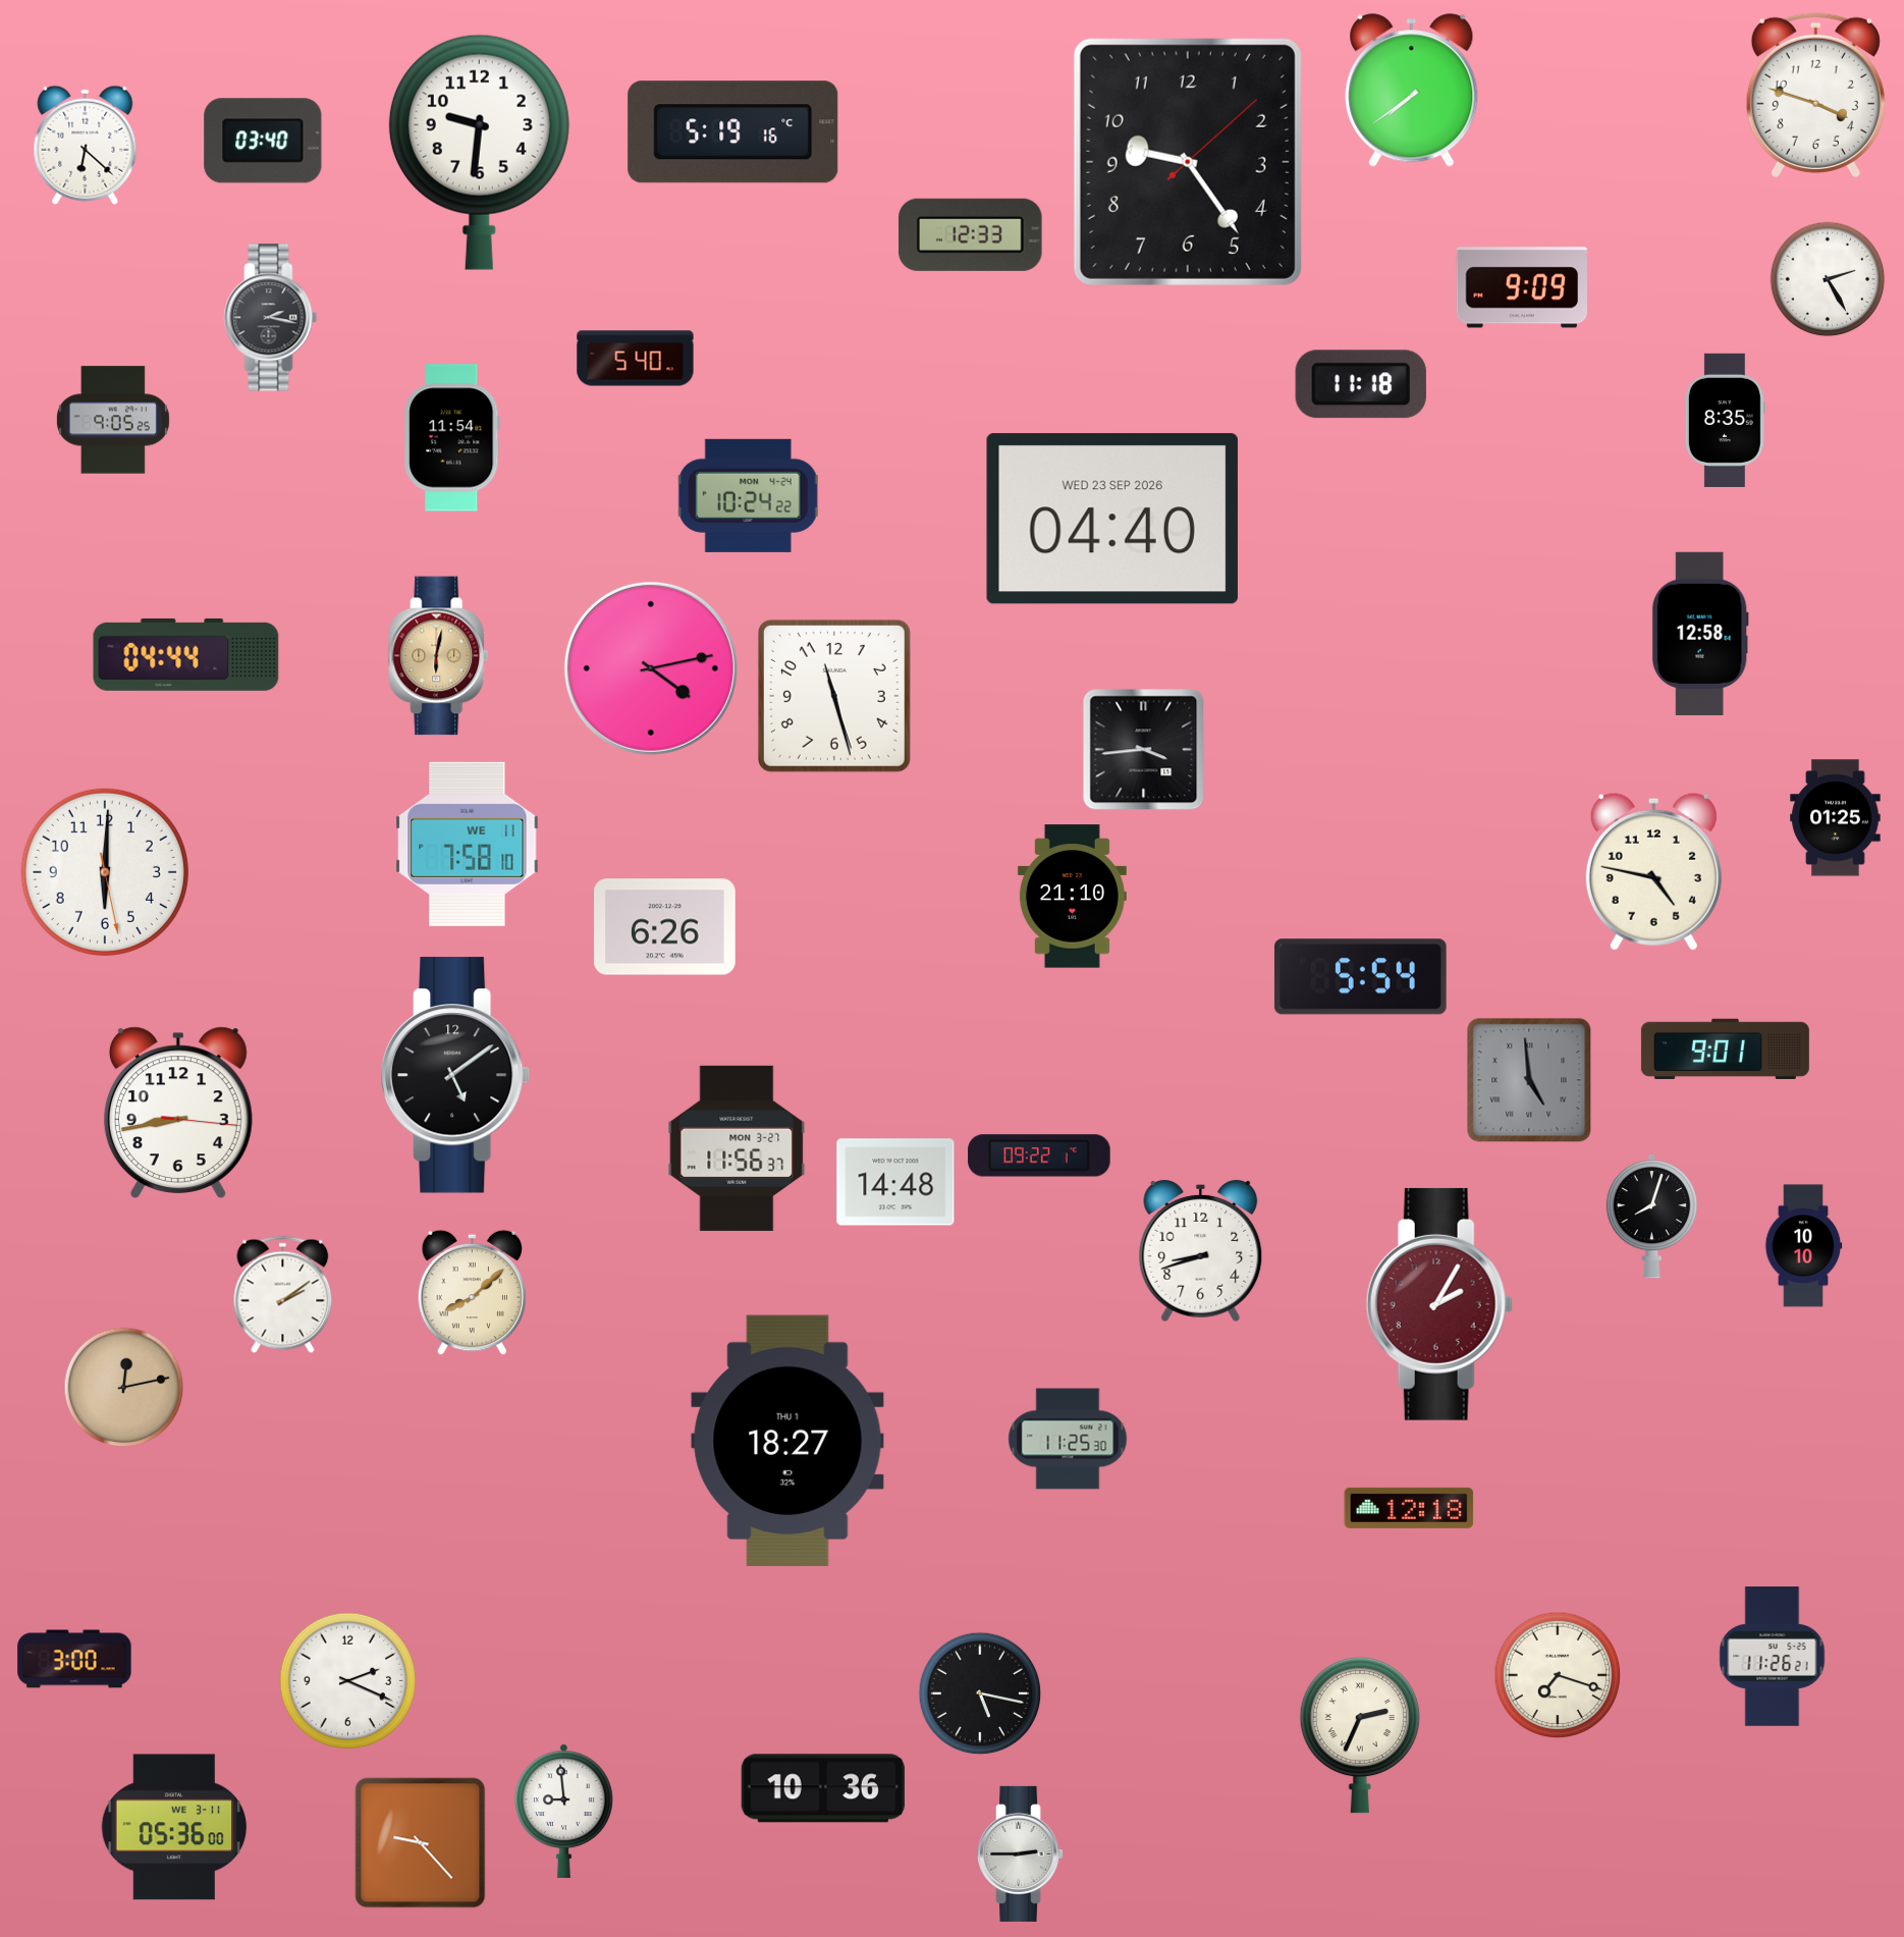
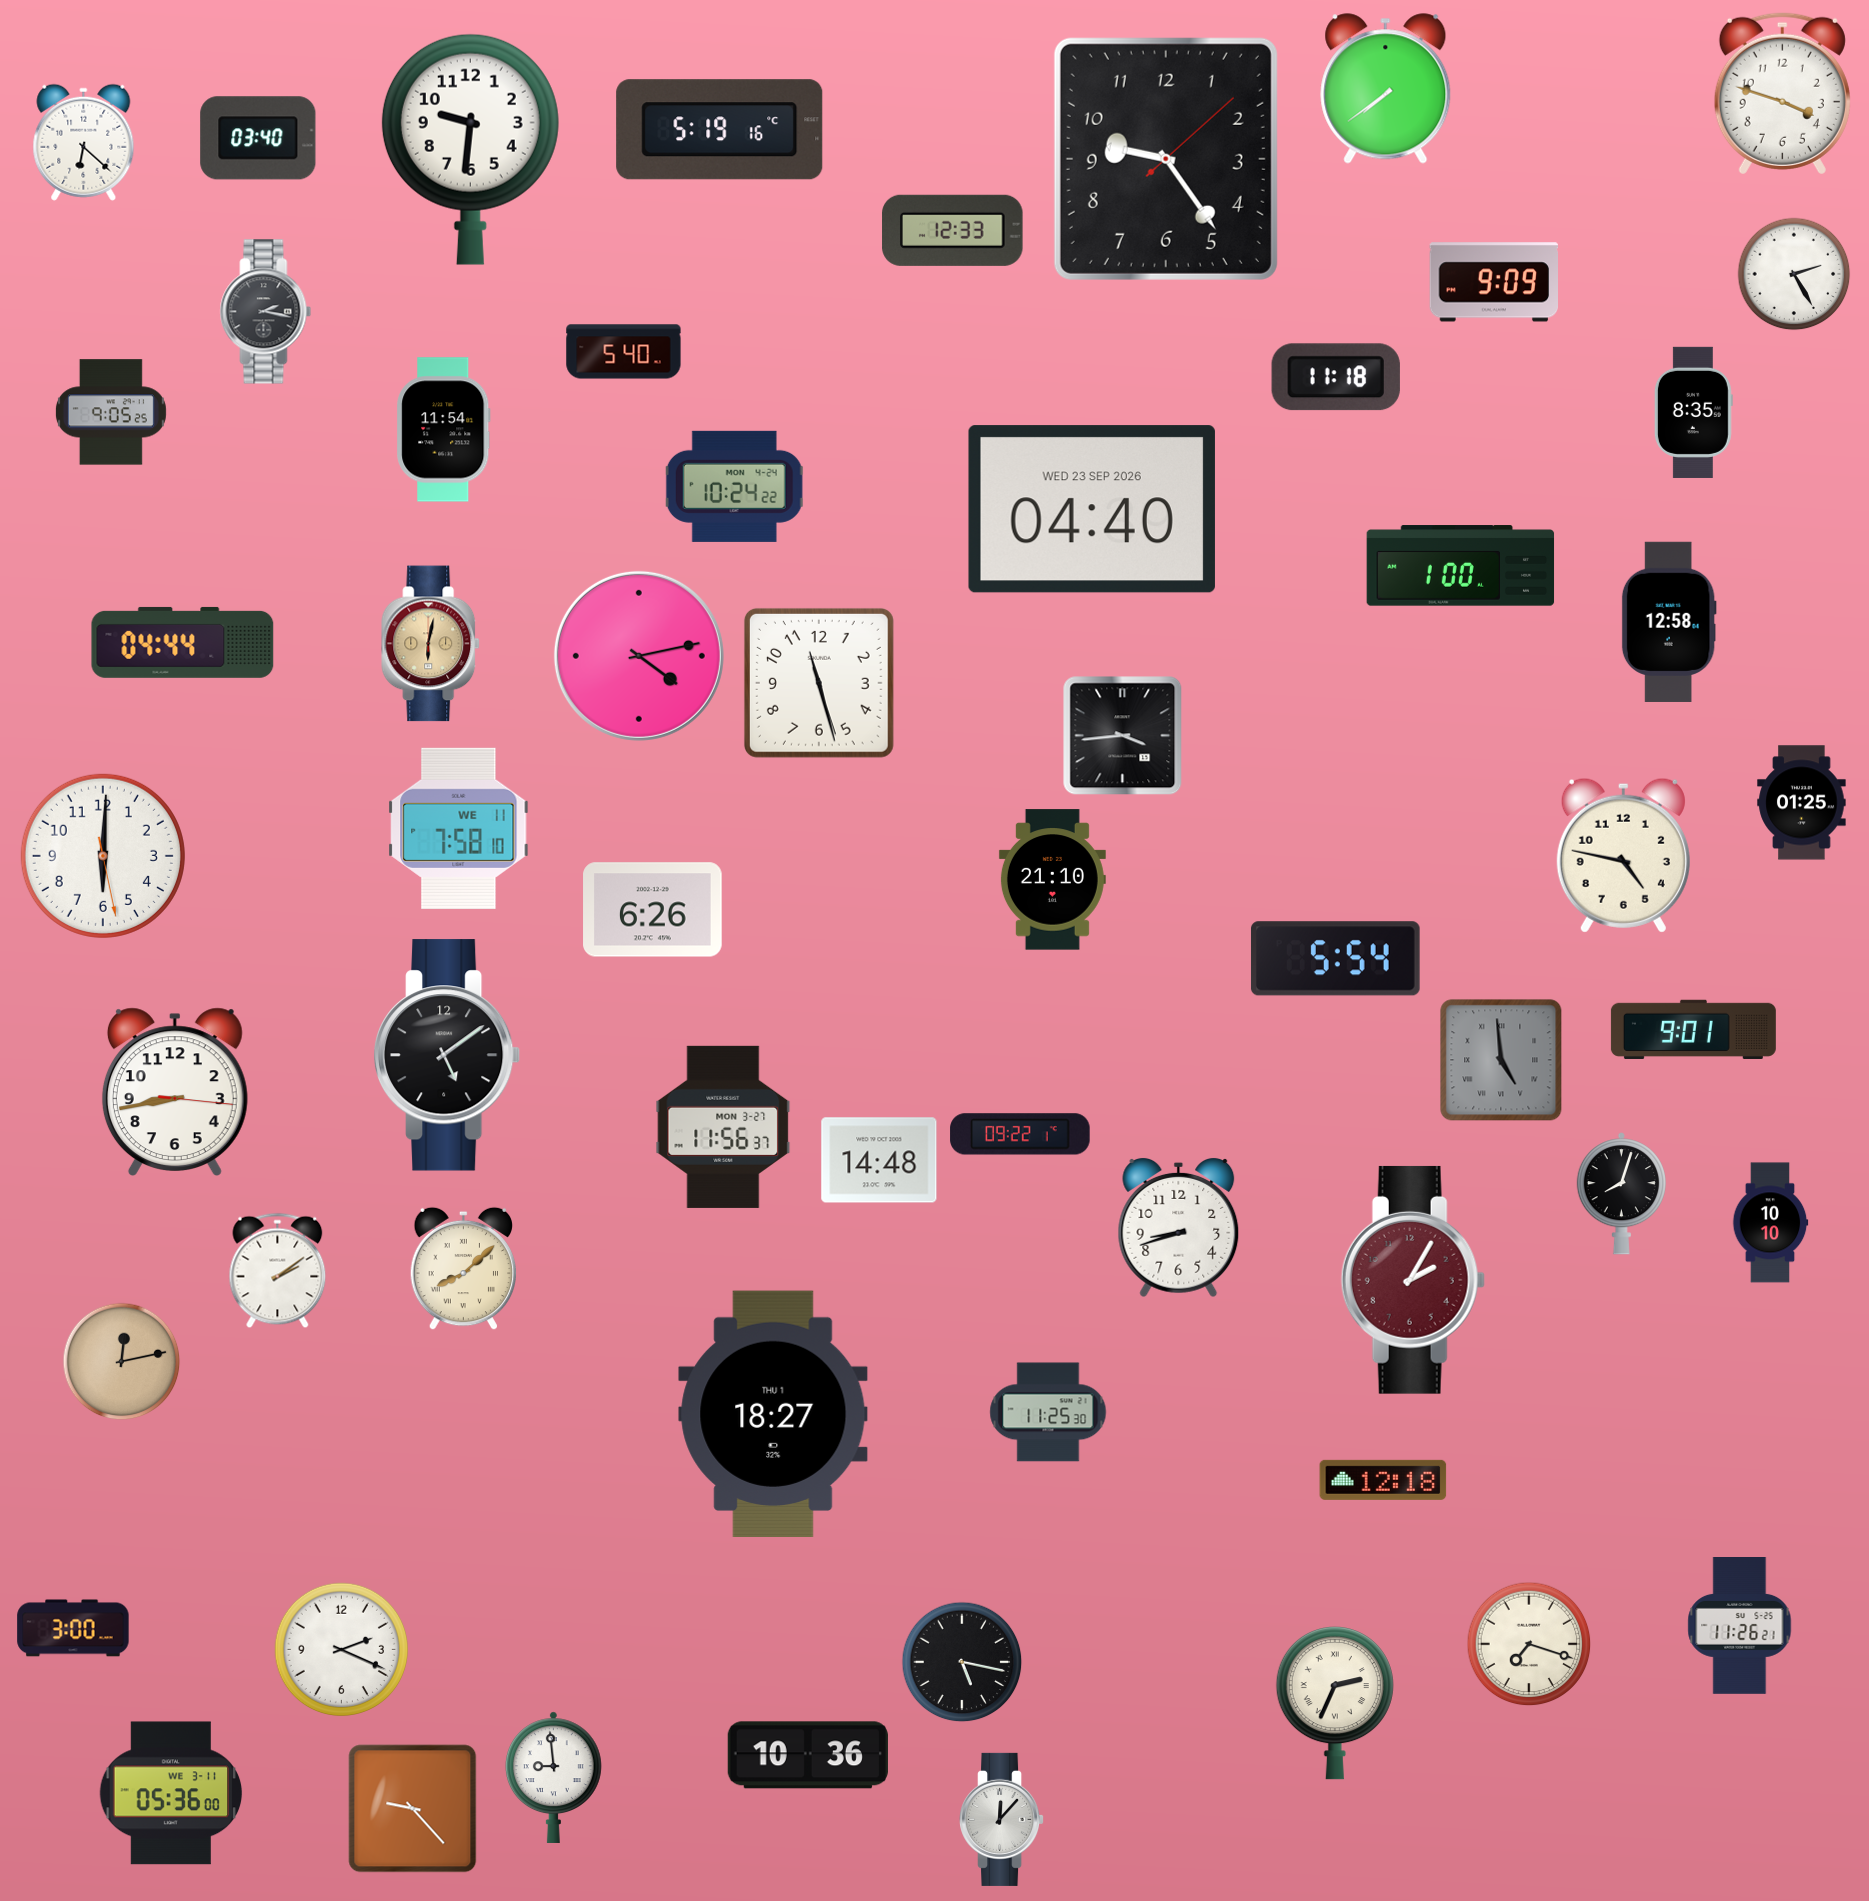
clock at (1461, 566): none -> 1:00
clock at (1021, 1853): 2:45 -> 12:07
